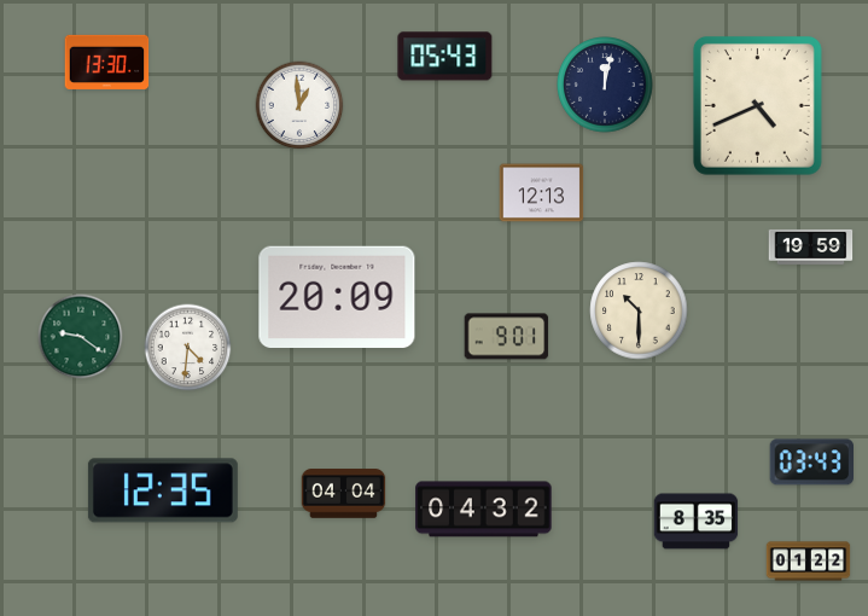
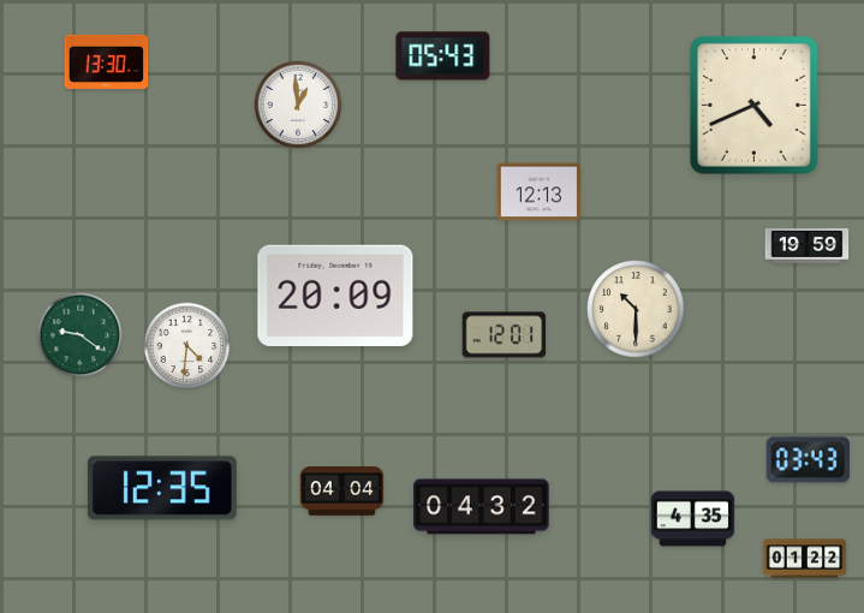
clock at (605, 85): 12:02 -> none
clock at (507, 337): 9:01 -> 12:01
clock at (697, 522): 8:35 -> 4:35
